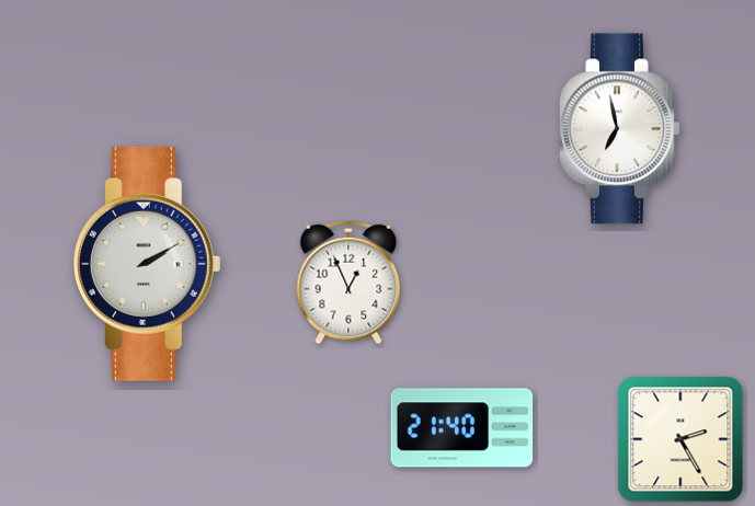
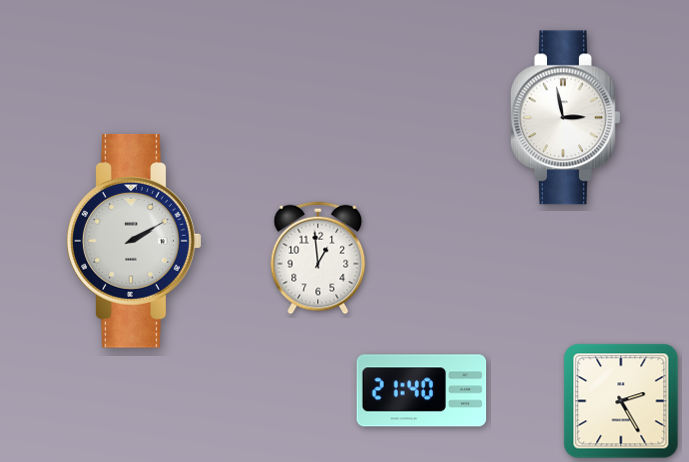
clock at (620, 129): 6:58 -> 2:58
clock at (348, 283): 12:56 -> 12:59
